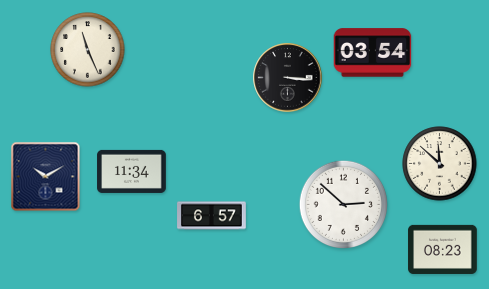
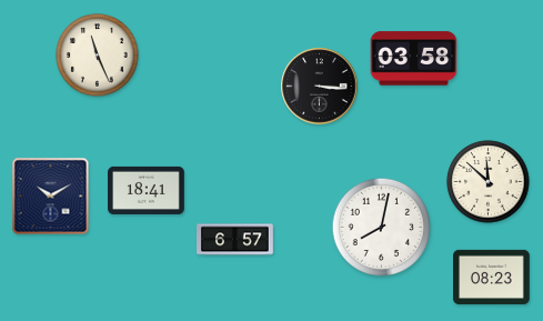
clock at (373, 53): 03:54 -> 03:58
clock at (132, 171): 11:34 -> 18:41
clock at (343, 204): 2:52 -> 8:02
